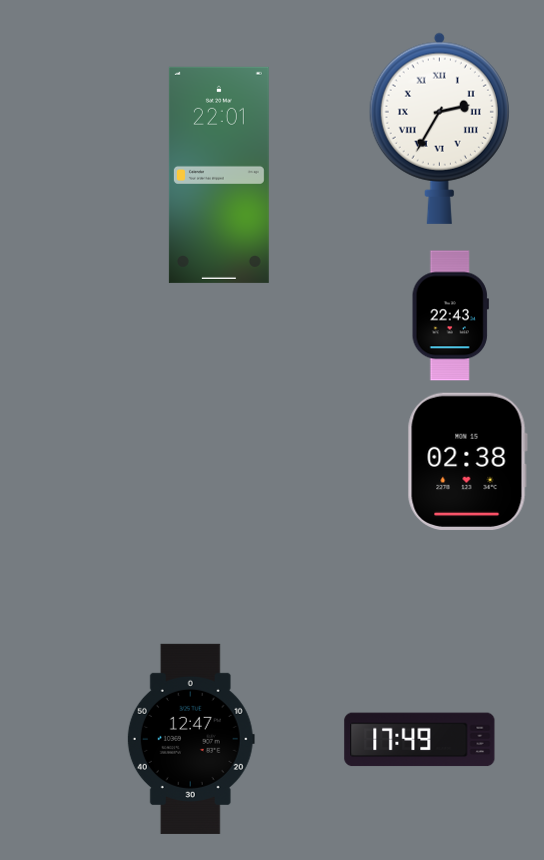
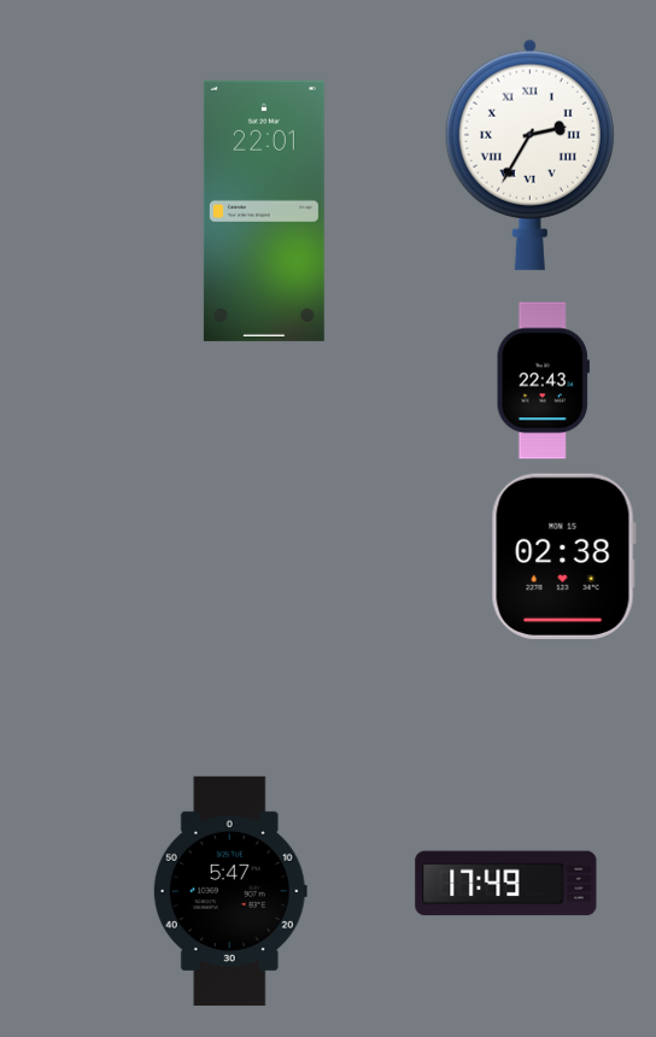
clock at (191, 739): 12:47 -> 5:47
clock at (420, 740) position: (420, 740) -> (506, 884)
